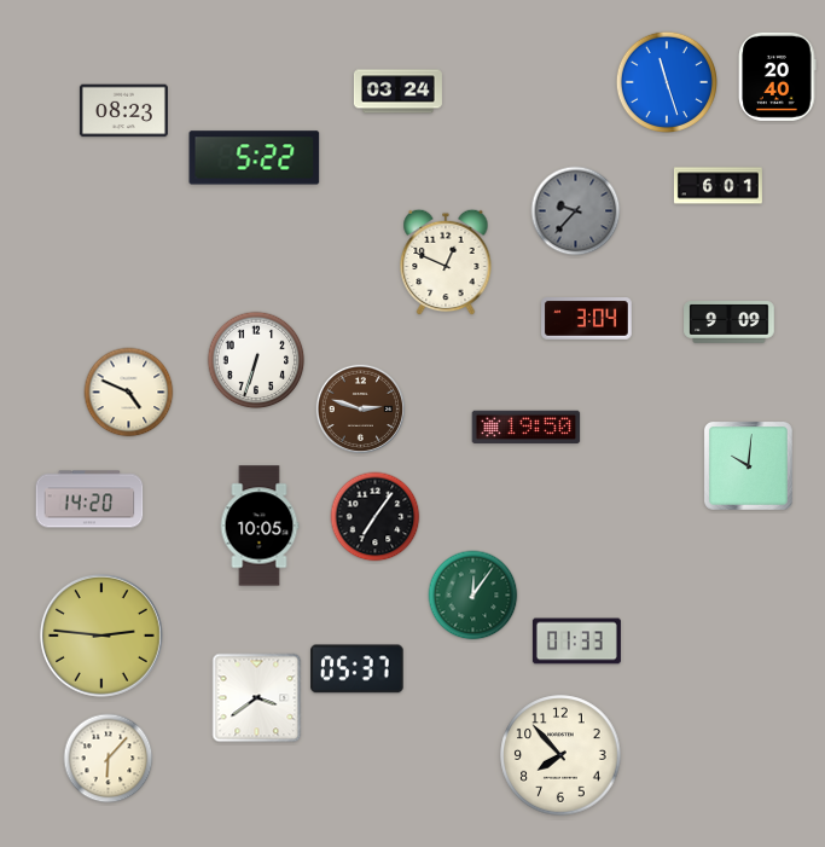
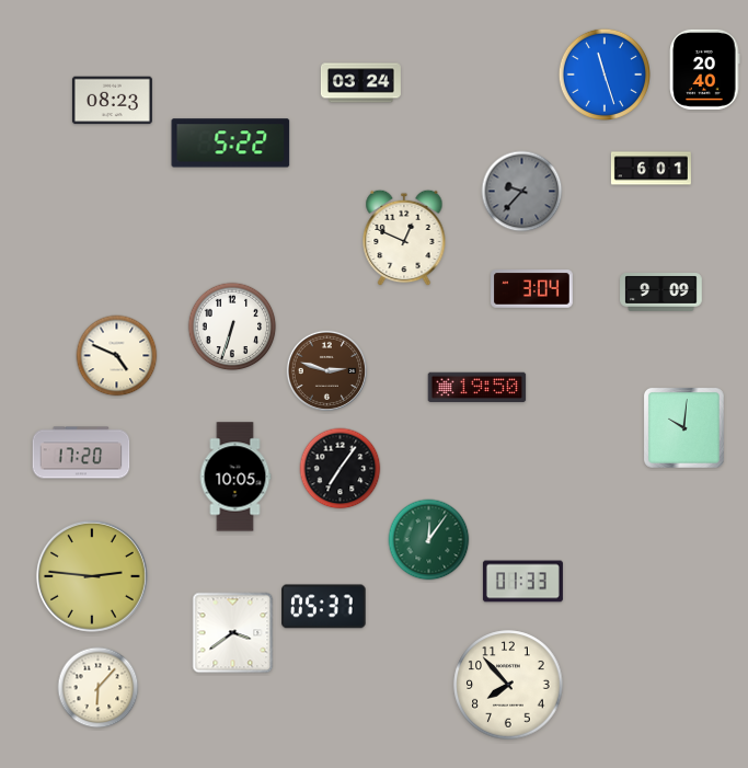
clock at (748, 465) position: (748, 465) -> (683, 427)
clock at (89, 499): 14:20 -> 17:20
